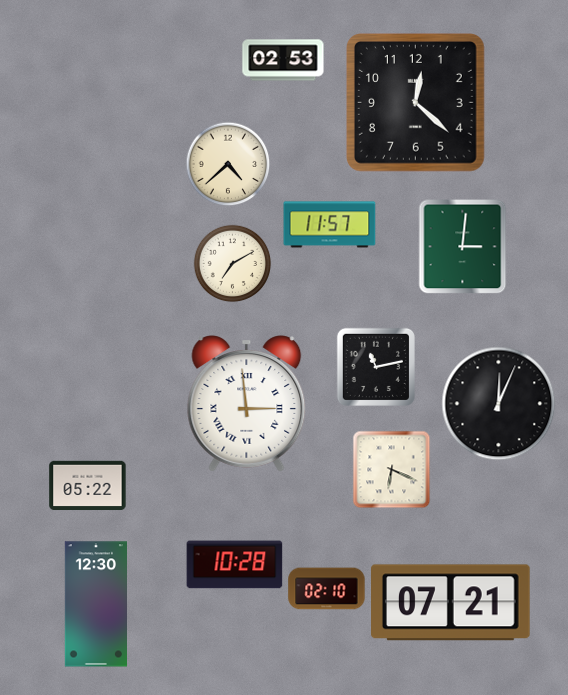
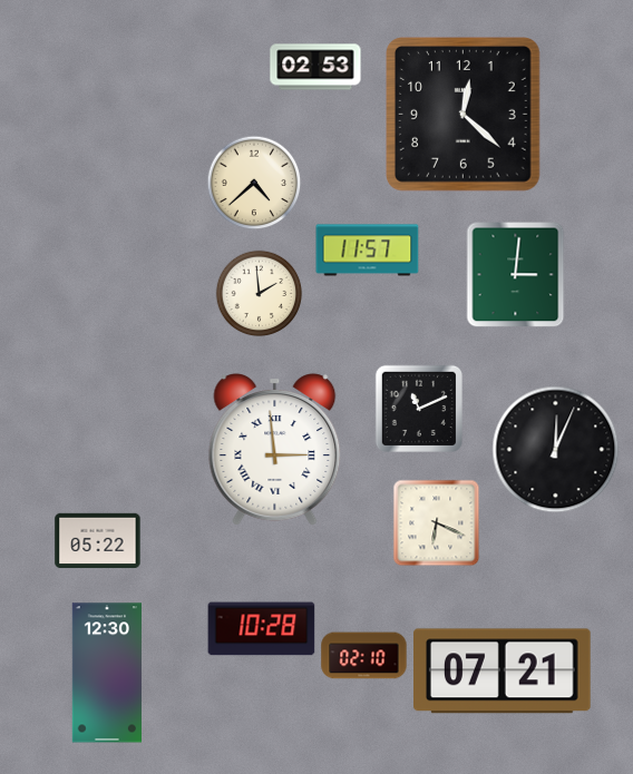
clock at (232, 263): 7:10 -> 1:59
clock at (376, 367): 11:13 -> 11:11
